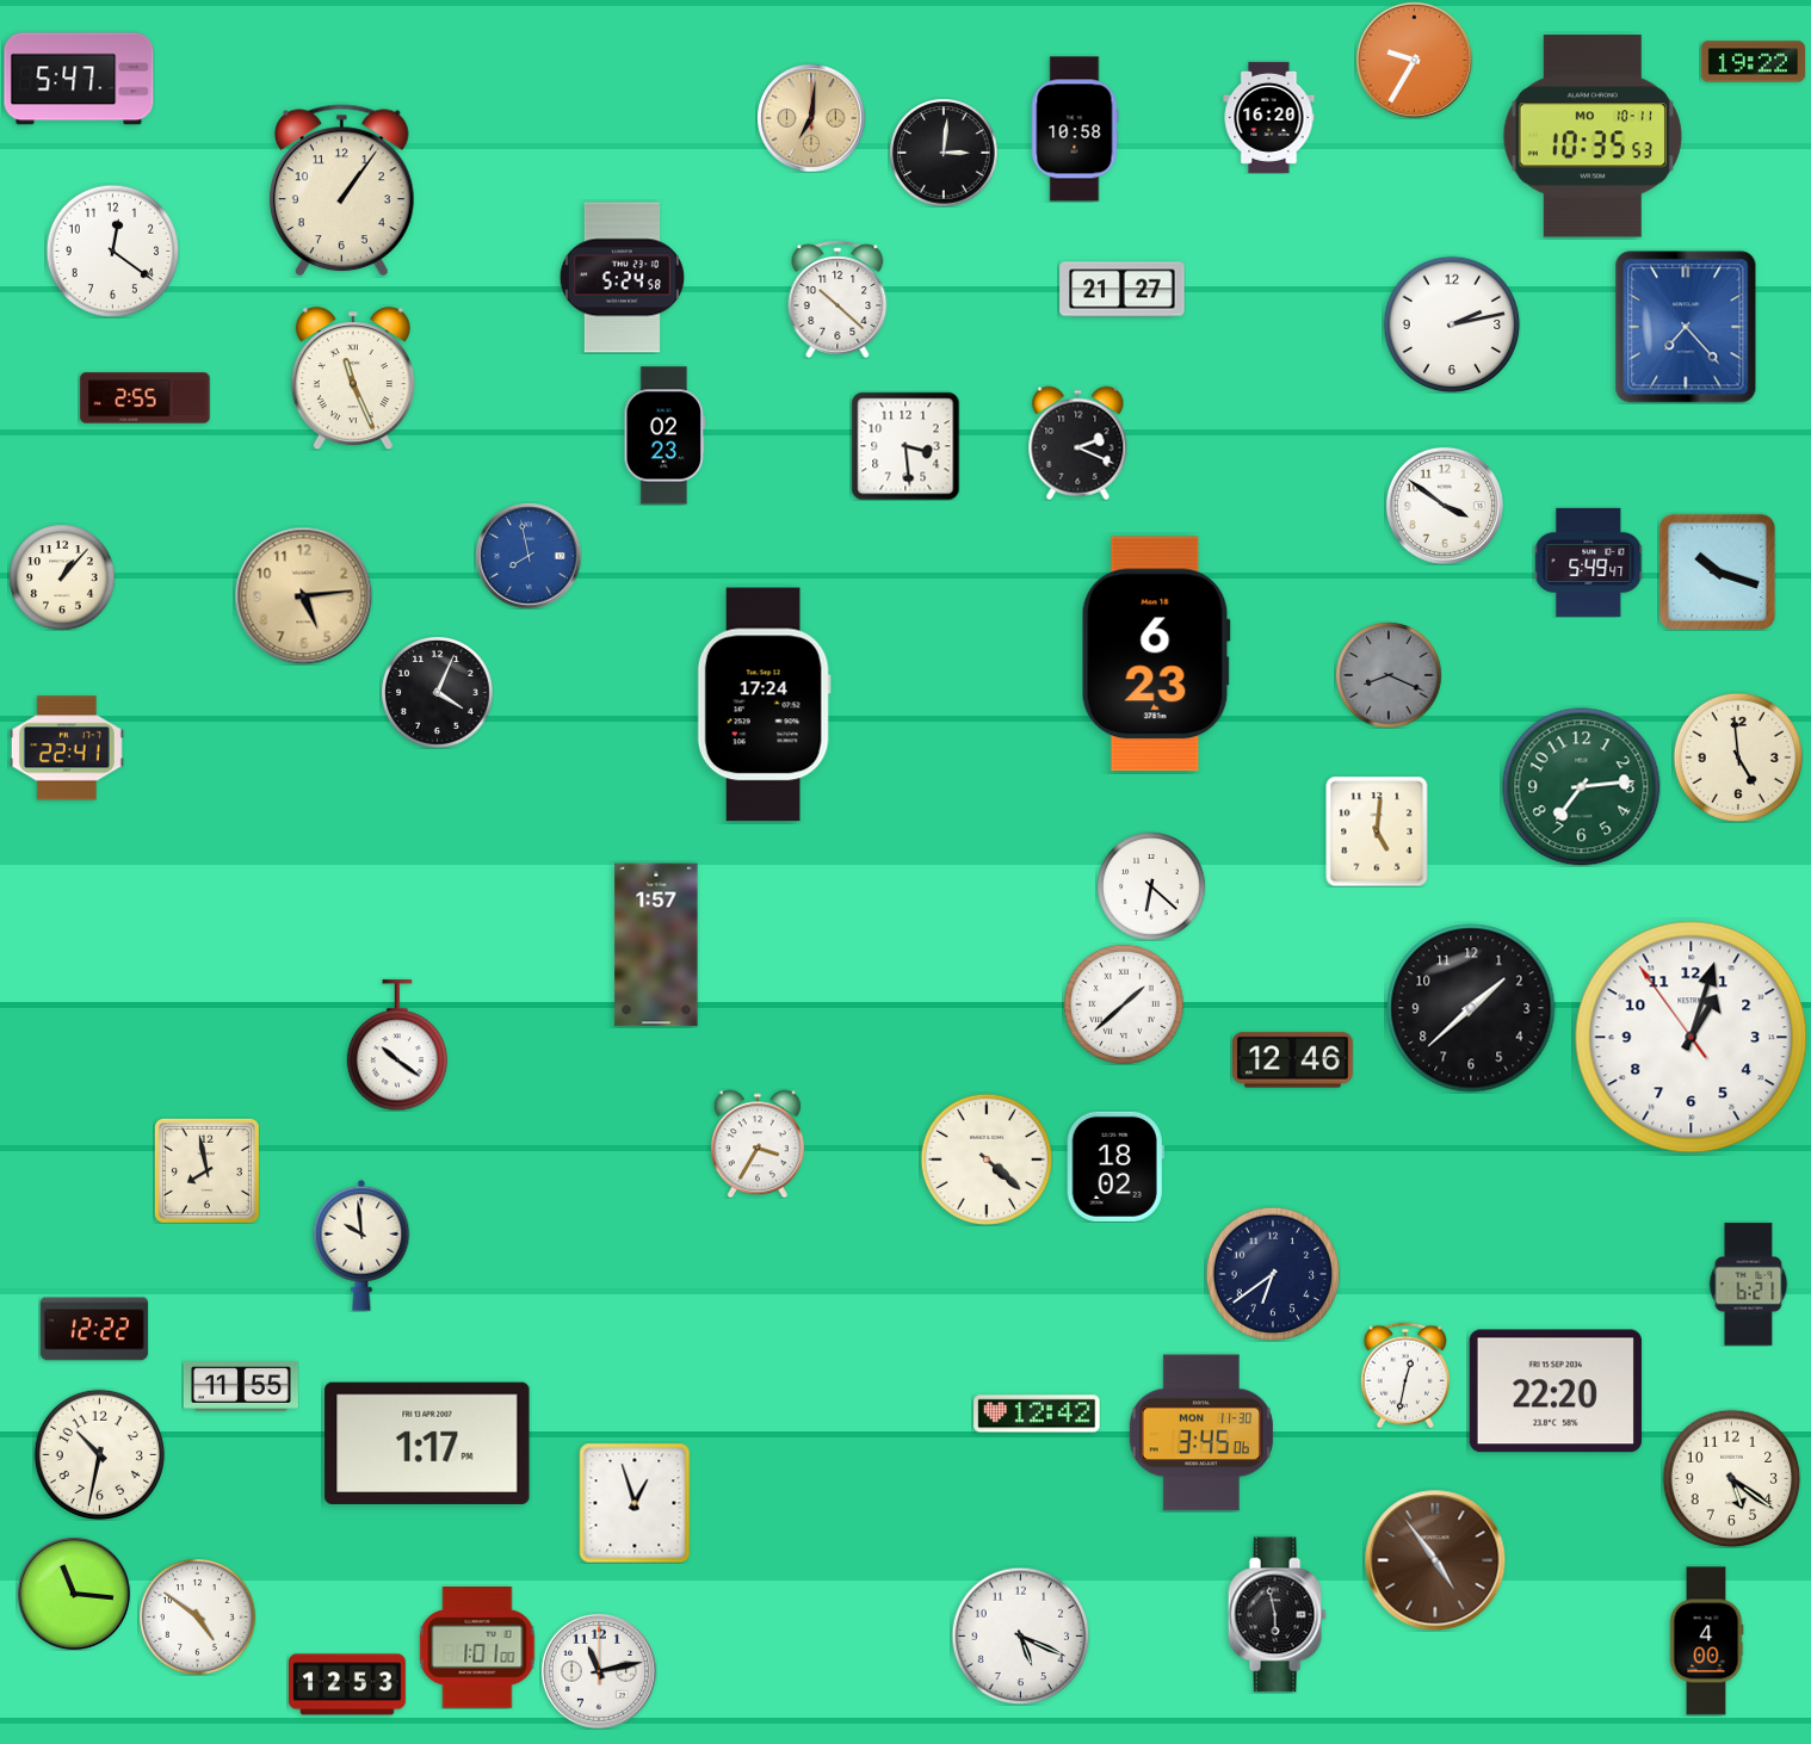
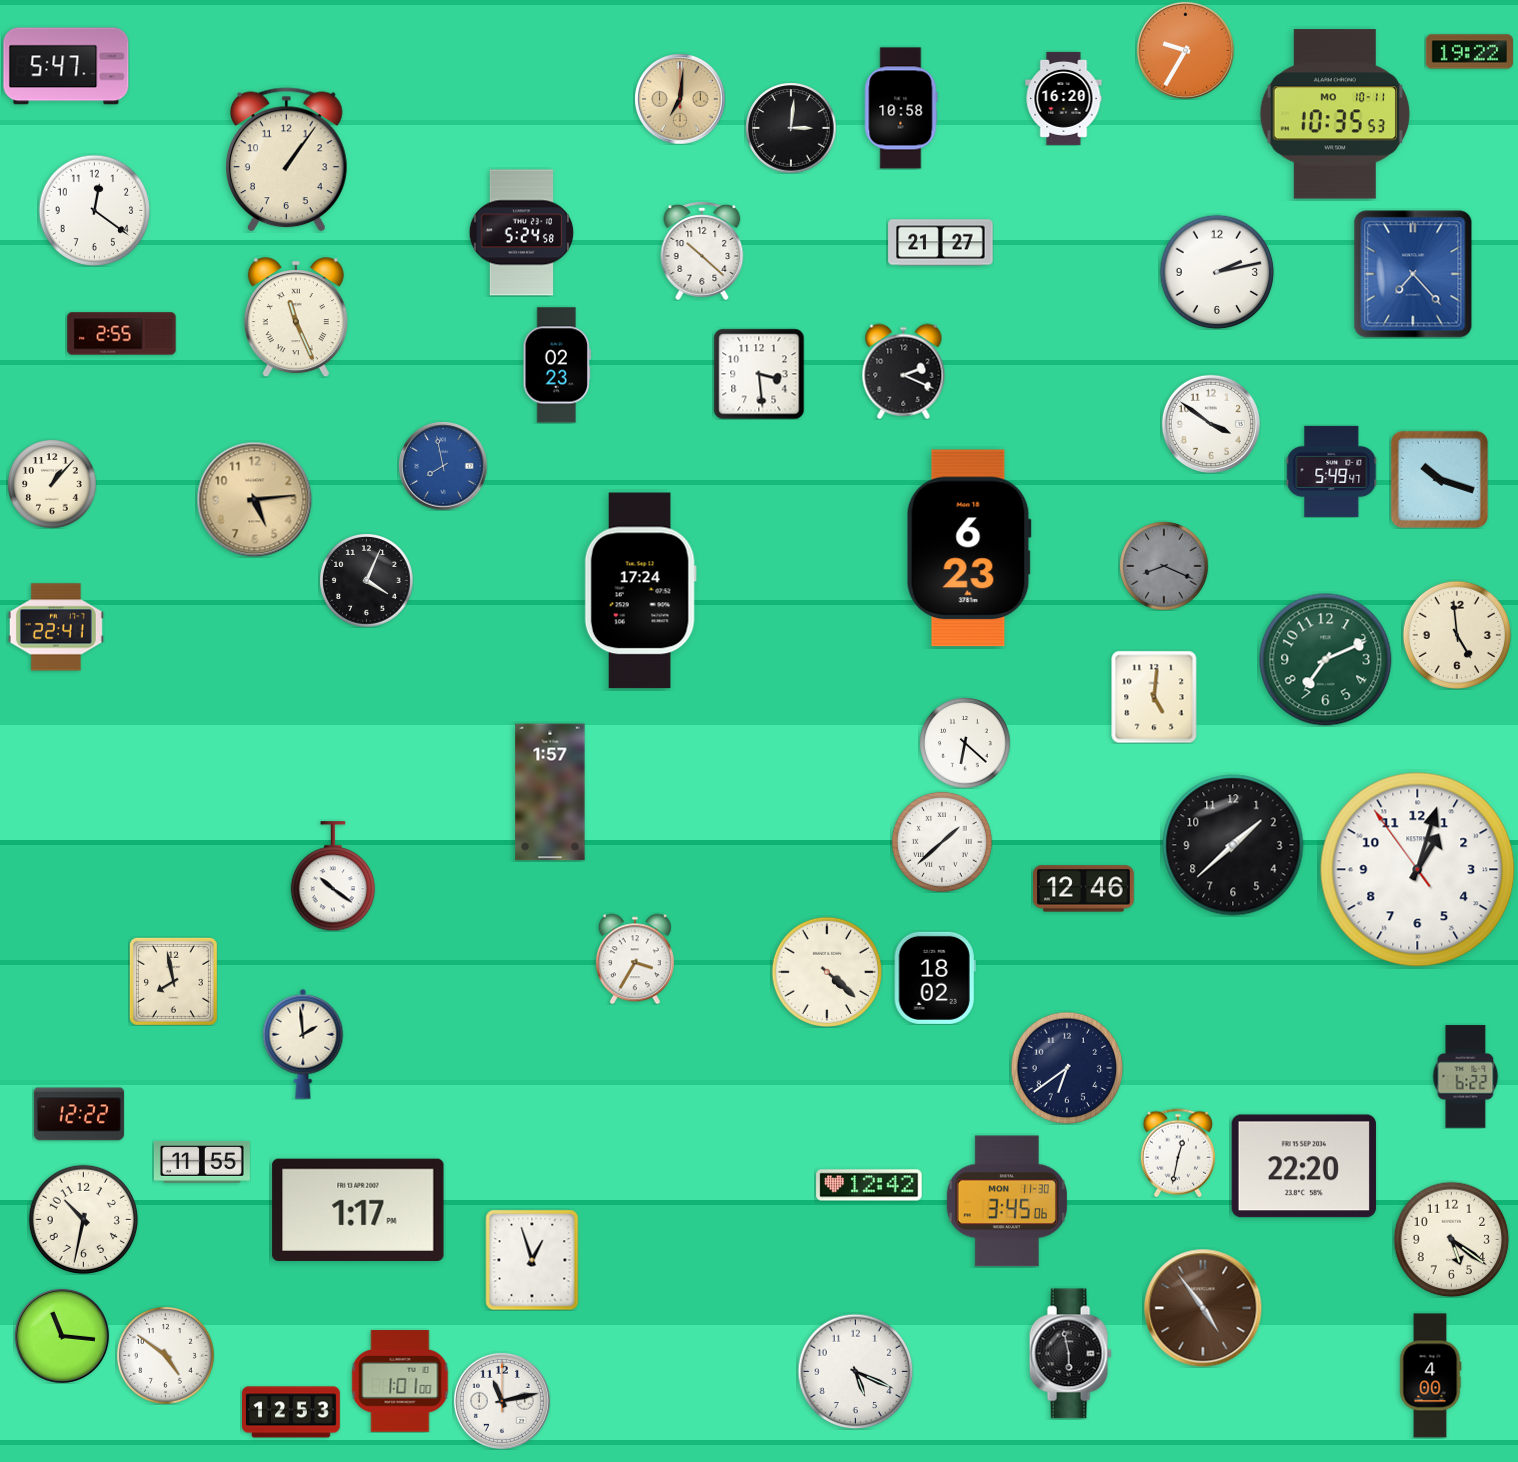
clock at (1582, 787): 7:14 -> 7:11
clock at (361, 1245): 9:59 -> 1:59
clock at (1749, 1285): 6:21 -> 6:22
